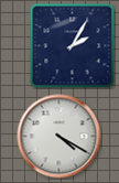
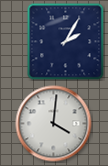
clock at (59, 137): 4:20 -> 4:01
